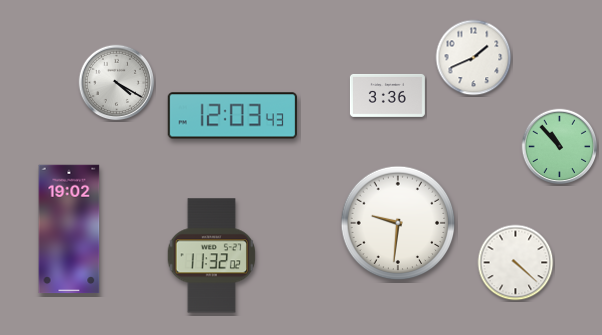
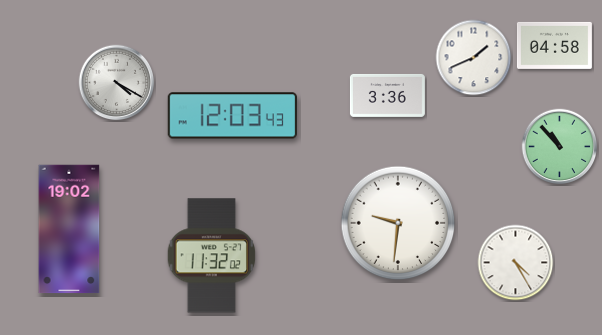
clock at (554, 45): none -> 04:58
clock at (516, 263): 4:22 -> 4:25
